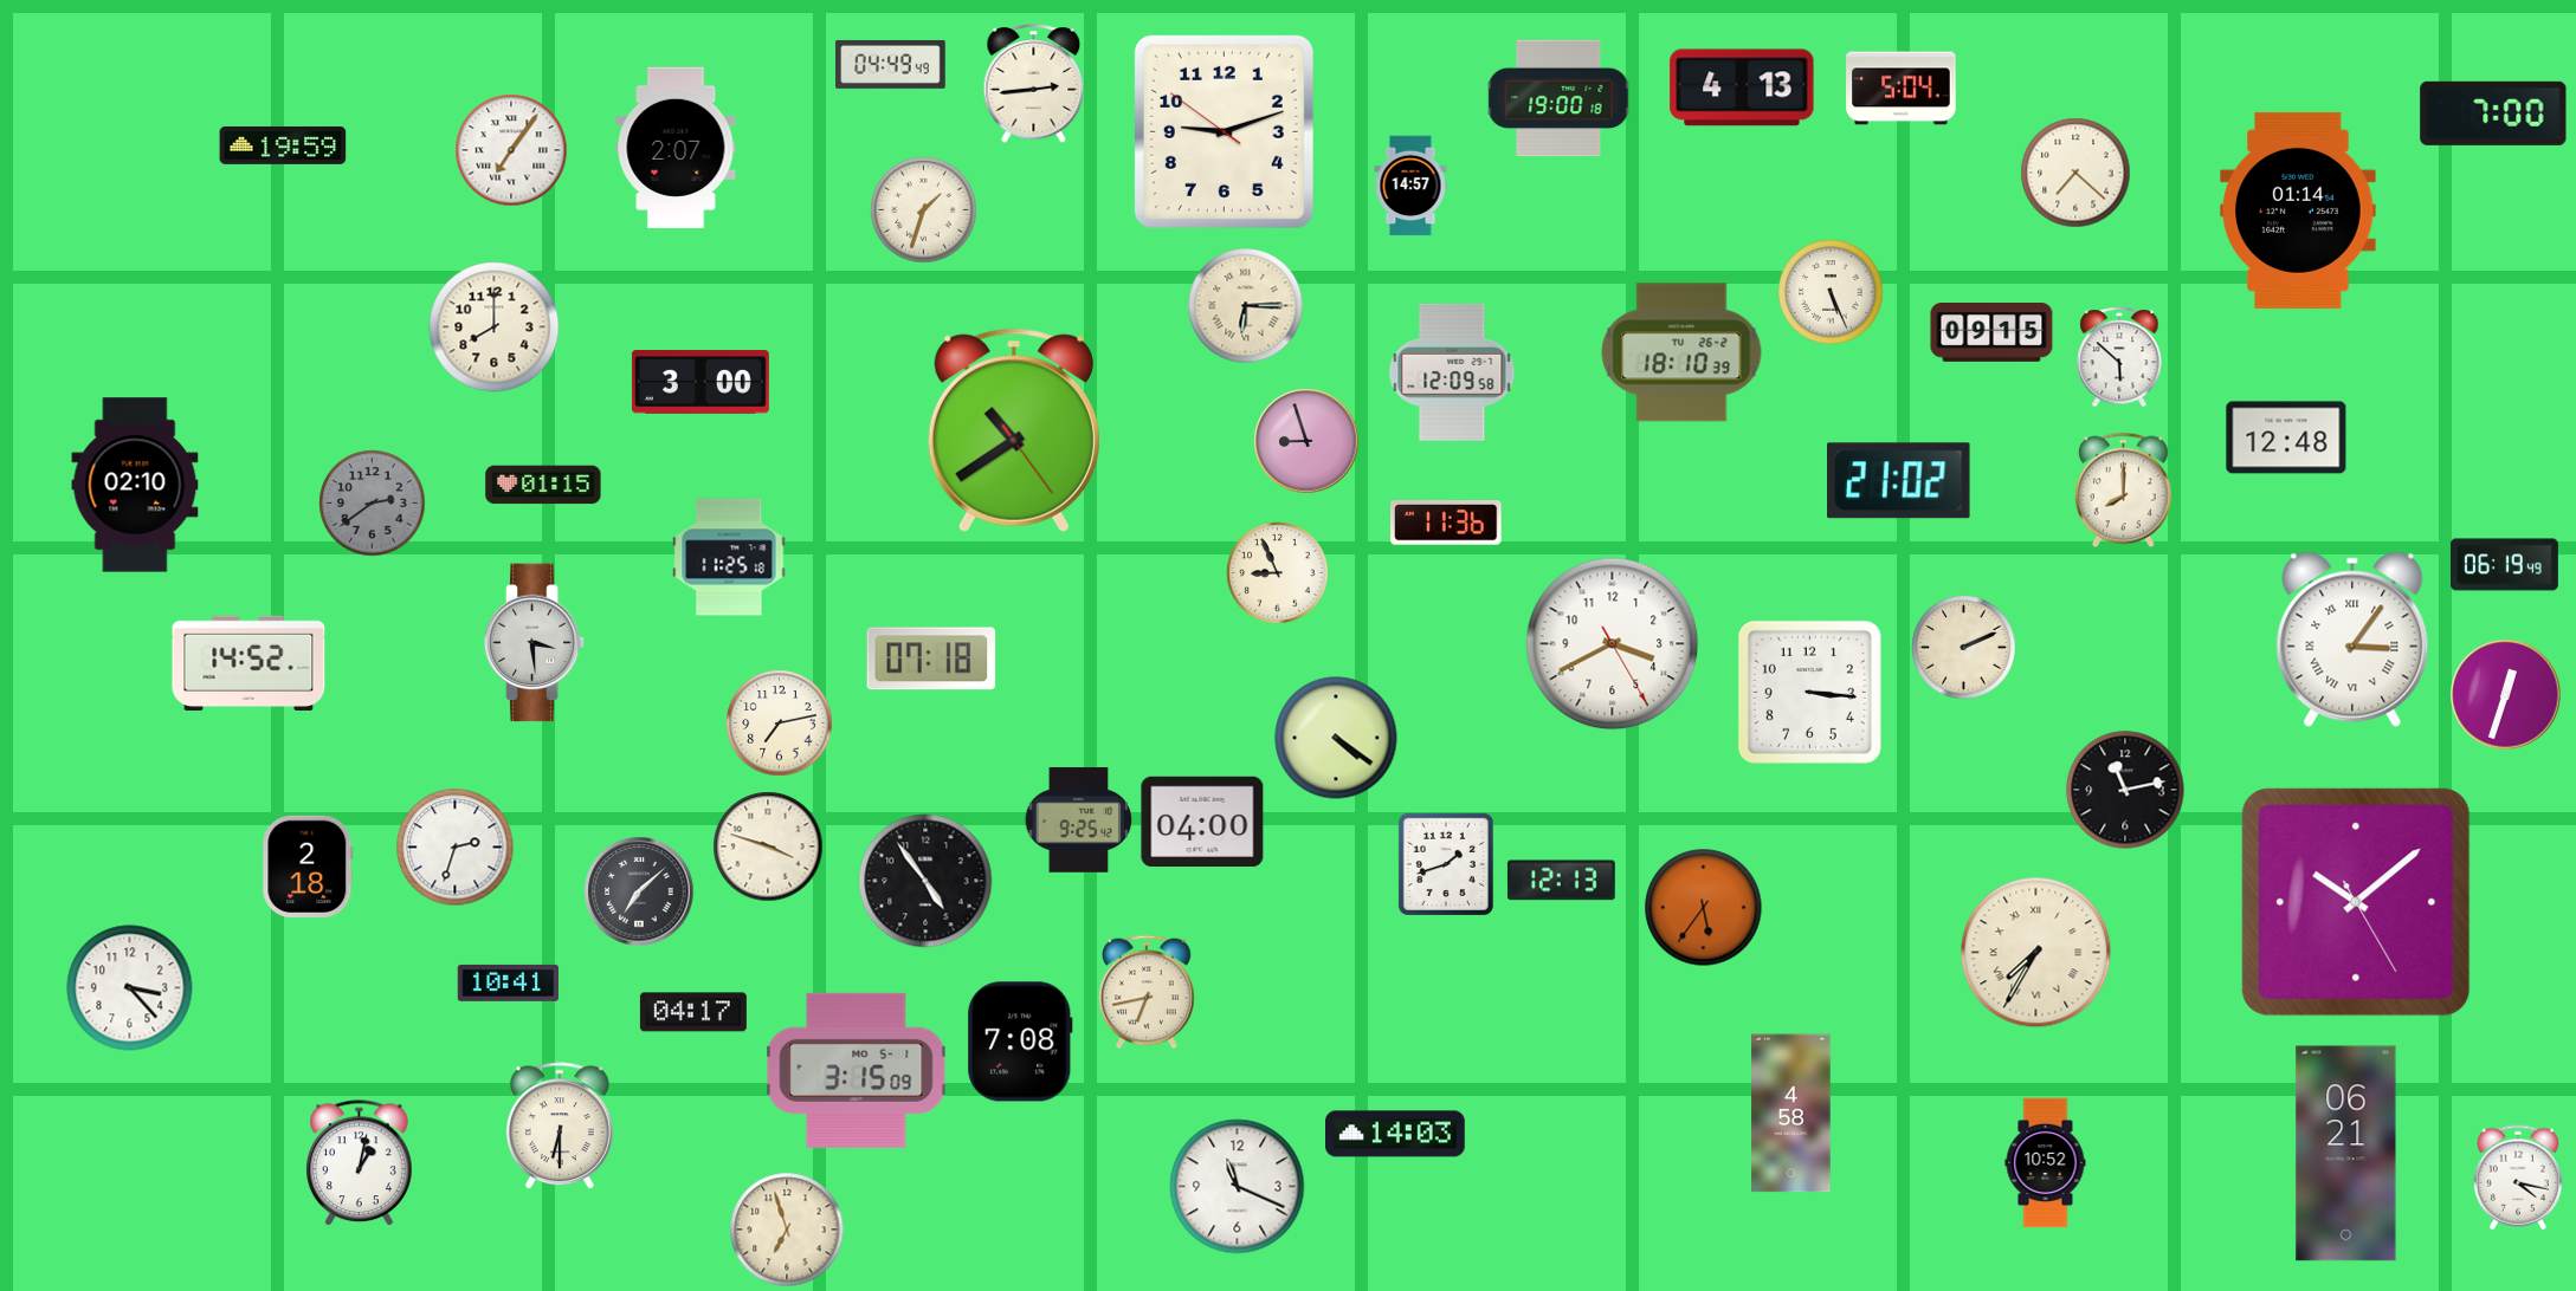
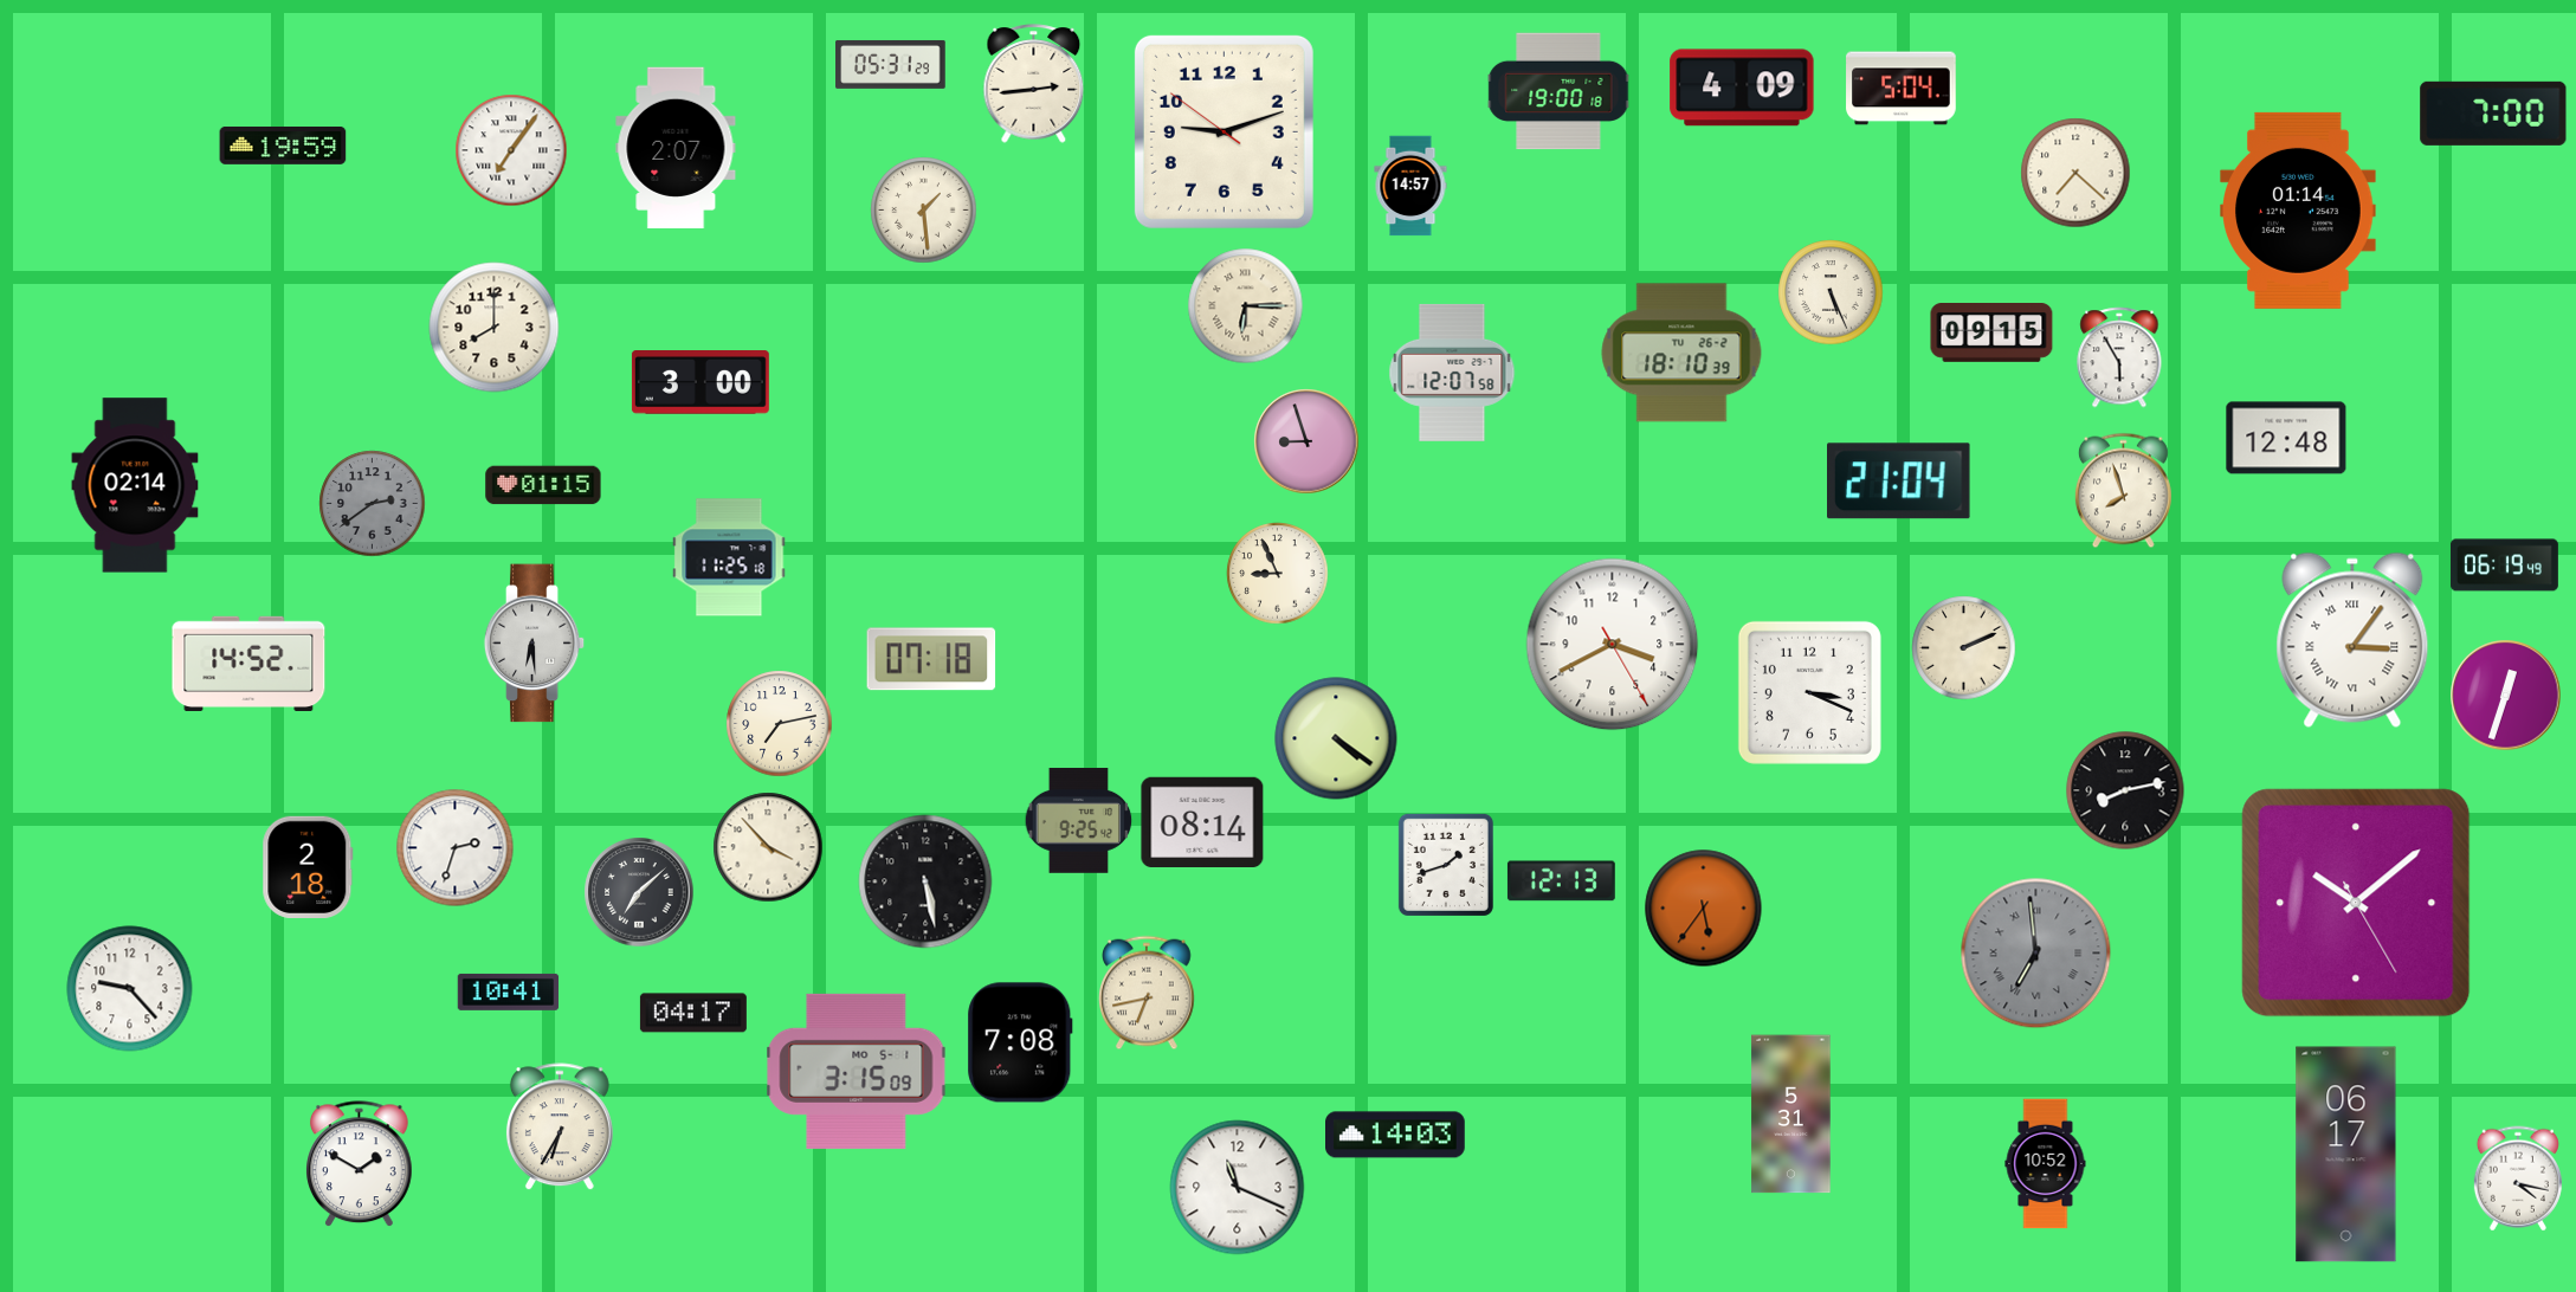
clock at (891, 64): 04:49 -> 05:31
clock at (1742, 87): 4:13 -> 4:09
clock at (1558, 98) position: (1558, 98) -> (1558, 91)
clock at (924, 210): 1:33 -> 1:29
clock at (2119, 357): 5:52 -> 5:55
clock at (1452, 372): 12:09 -> 12:07
clock at (1014, 430): 10:39 -> none
clock at (1899, 481): 21:02 -> 21:04
clock at (135, 485): 02:10 -> 02:14
clock at (2123, 491): 8:00 -> 7:57
clock at (1446, 523): 11:36 -> none
clock at (535, 643): 3:29 -> 6:29
clock at (1809, 692): 3:16 -> 3:19
clock at (2125, 790): 11:13 -> 8:13
clock at (1202, 820): 04:00 -> 08:14
clock at (768, 846): 3:48 -> 3:53
clock at (925, 881): 4:54 -> 5:28
clock at (2036, 953): 7:35 -> 6:59
clock at (2036, 953) dial: cream -> grey
clock at (509, 982) position: (509, 982) -> (509, 991)
clock at (130, 988): 3:23 -> 9:23
clock at (1791, 1114): 4:58 -> 5:31
clock at (560, 1127): 6:30 -> 6:35
clock at (2346, 1154): 06:21 -> 06:17
clock at (360, 1163): 1:02 -> 1:50
clock at (787, 1230): 6:57 -> none
